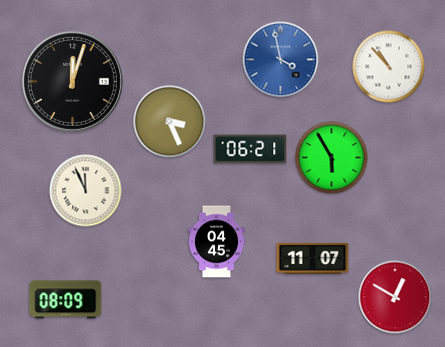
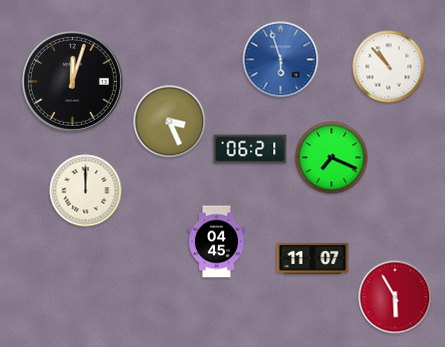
clock at (281, 60): 3:58 -> 5:57
clock at (332, 158): 5:55 -> 7:19
clock at (86, 191): 11:56 -> 12:00
clock at (395, 297): 12:50 -> 5:55
clock at (66, 300): 08:09 -> none
